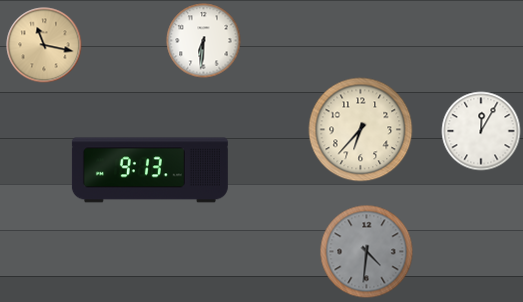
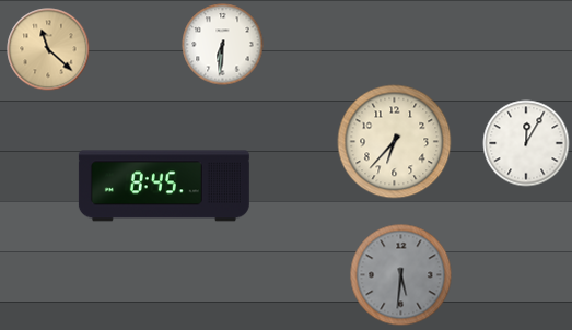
clock at (44, 45): 11:17 -> 11:22
clock at (150, 170): 9:13 -> 8:45
clock at (367, 252): 4:31 -> 5:31
